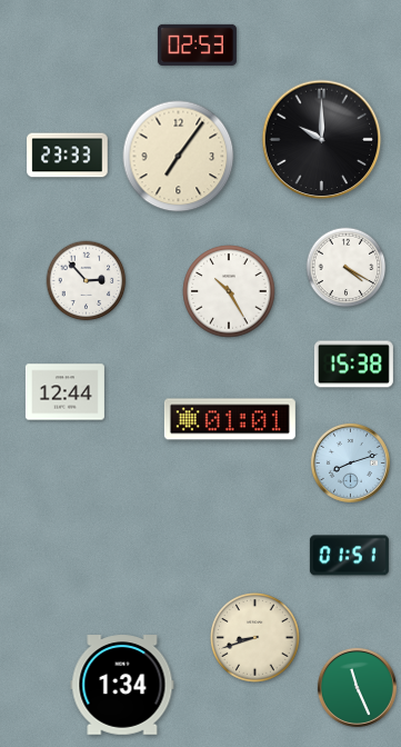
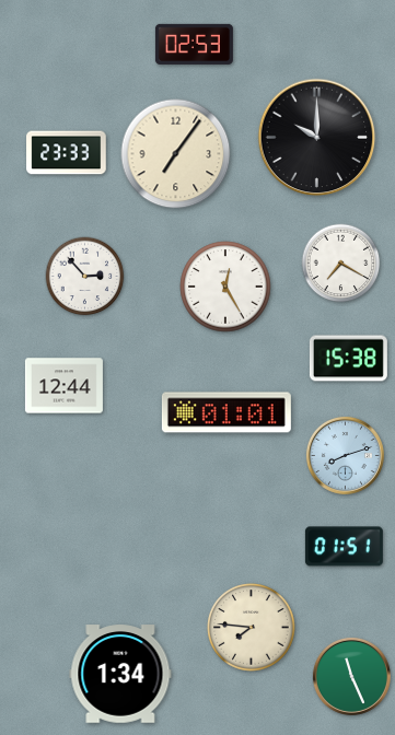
clock at (347, 268): 4:20 -> 7:20
clock at (229, 291): 10:25 -> 12:25
clock at (255, 638): 8:42 -> 7:46
